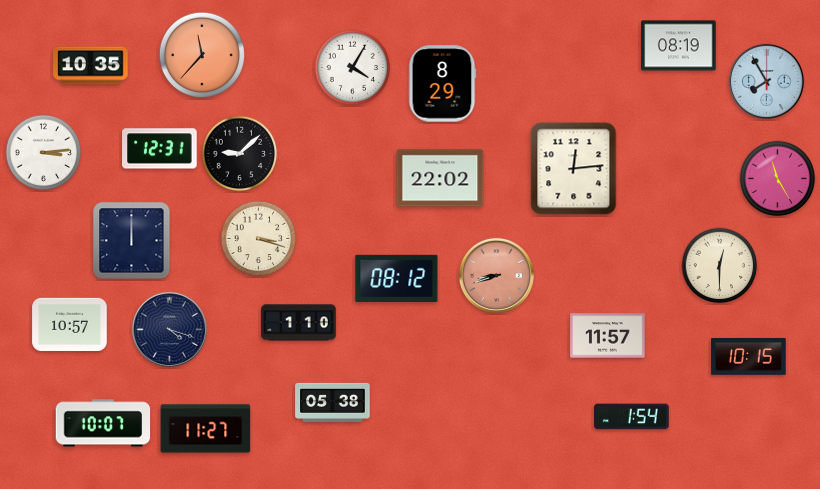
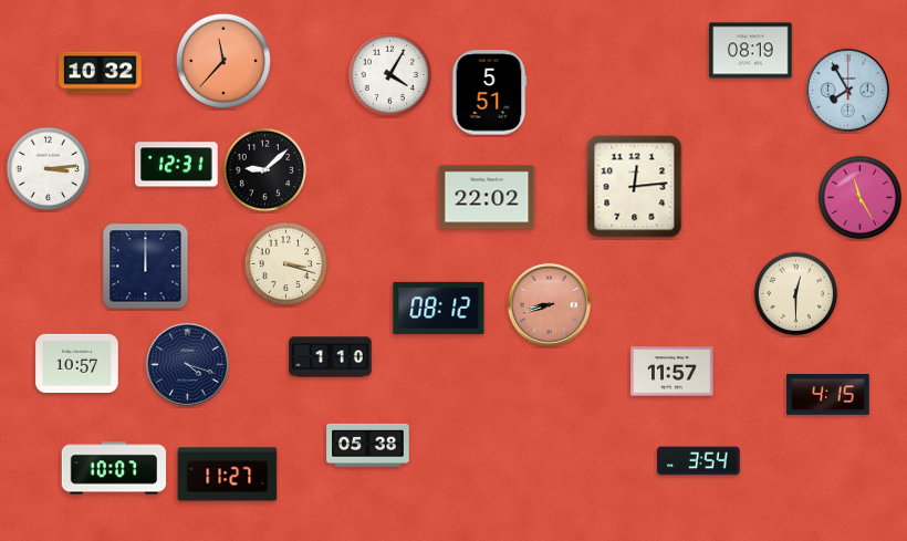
clock at (91, 66): 10:35 -> 10:32
clock at (442, 84): 8:29 -> 5:51
clock at (70, 324) position: (70, 324) -> (77, 363)
clock at (749, 357): 10:15 -> 4:15
clock at (632, 417): 1:54 -> 3:54
